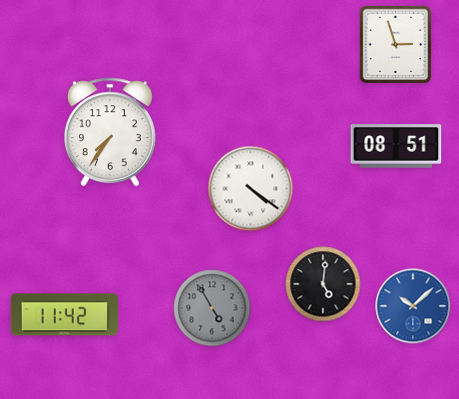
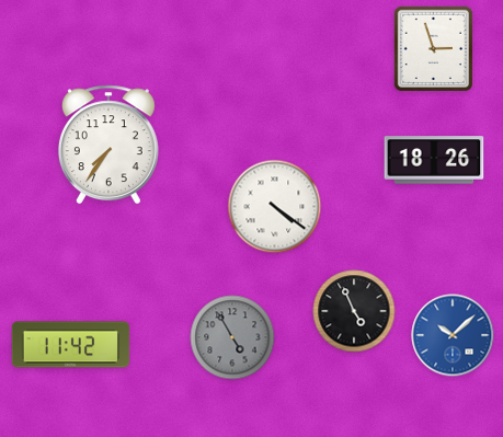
clock at (110, 132) position: (110, 132) -> (108, 145)
clock at (396, 146): 08:51 -> 18:26
clock at (323, 284): 5:01 -> 4:56
